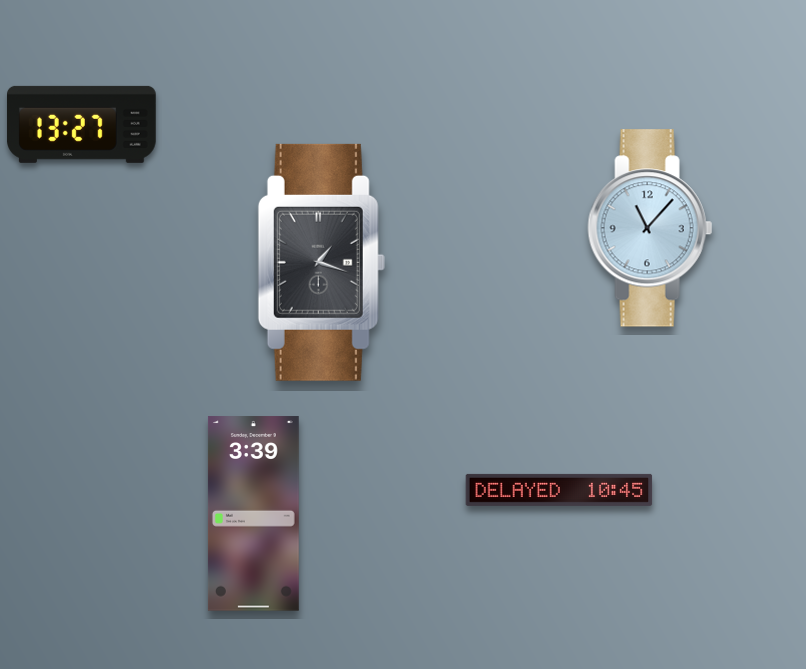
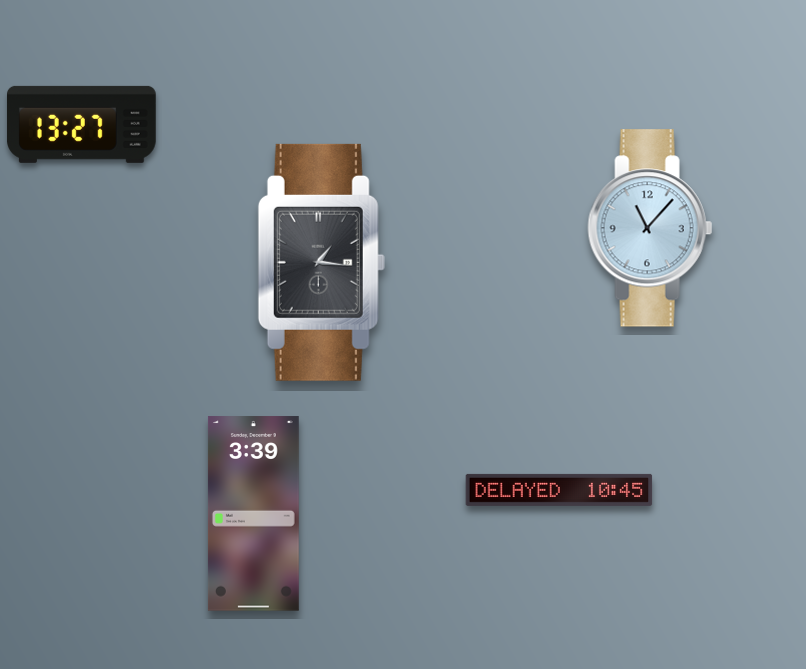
clock at (321, 262): 1:18 -> 1:16
